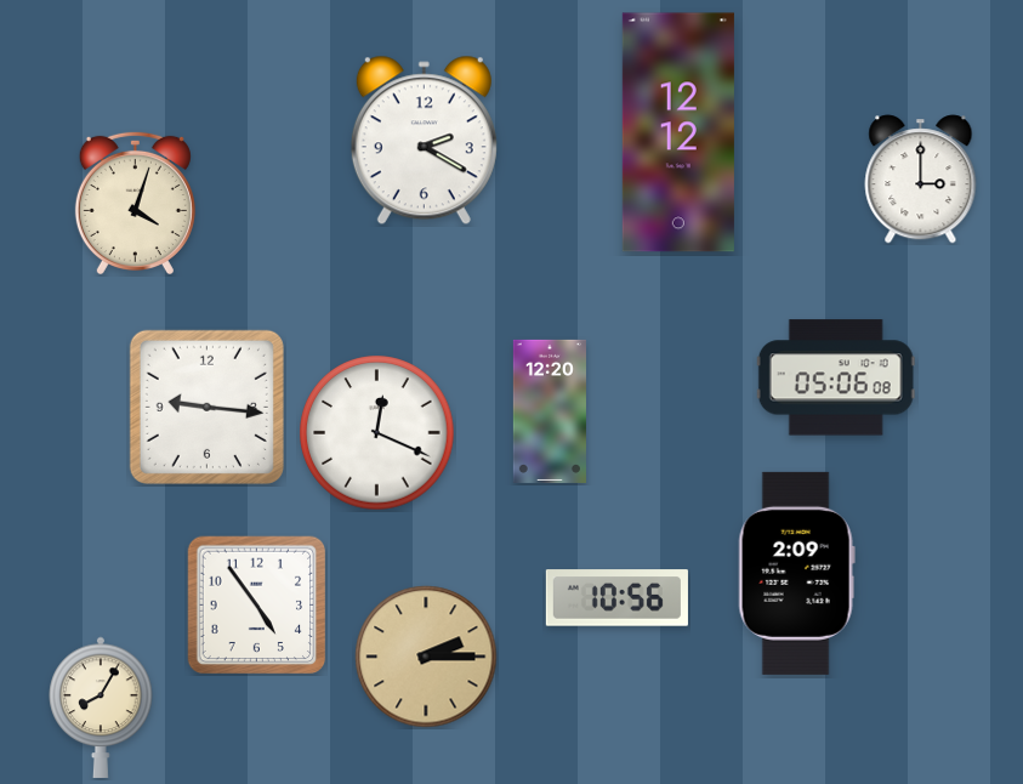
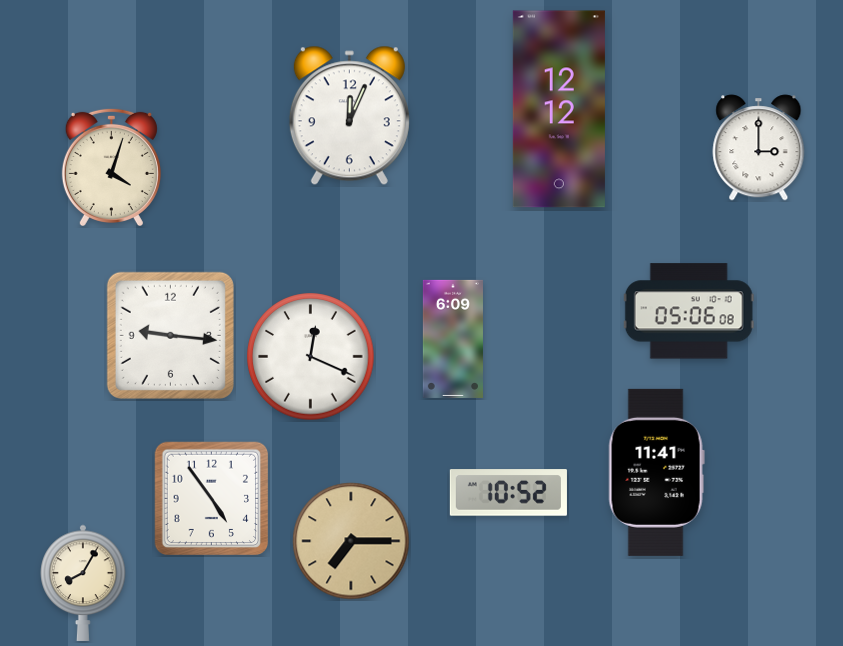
clock at (424, 141): 2:20 -> 12:04
clock at (550, 411): 12:20 -> 6:09
clock at (796, 573): 2:09 -> 11:41
clock at (616, 598): 10:56 -> 10:52
clock at (426, 657): 2:15 -> 7:15
